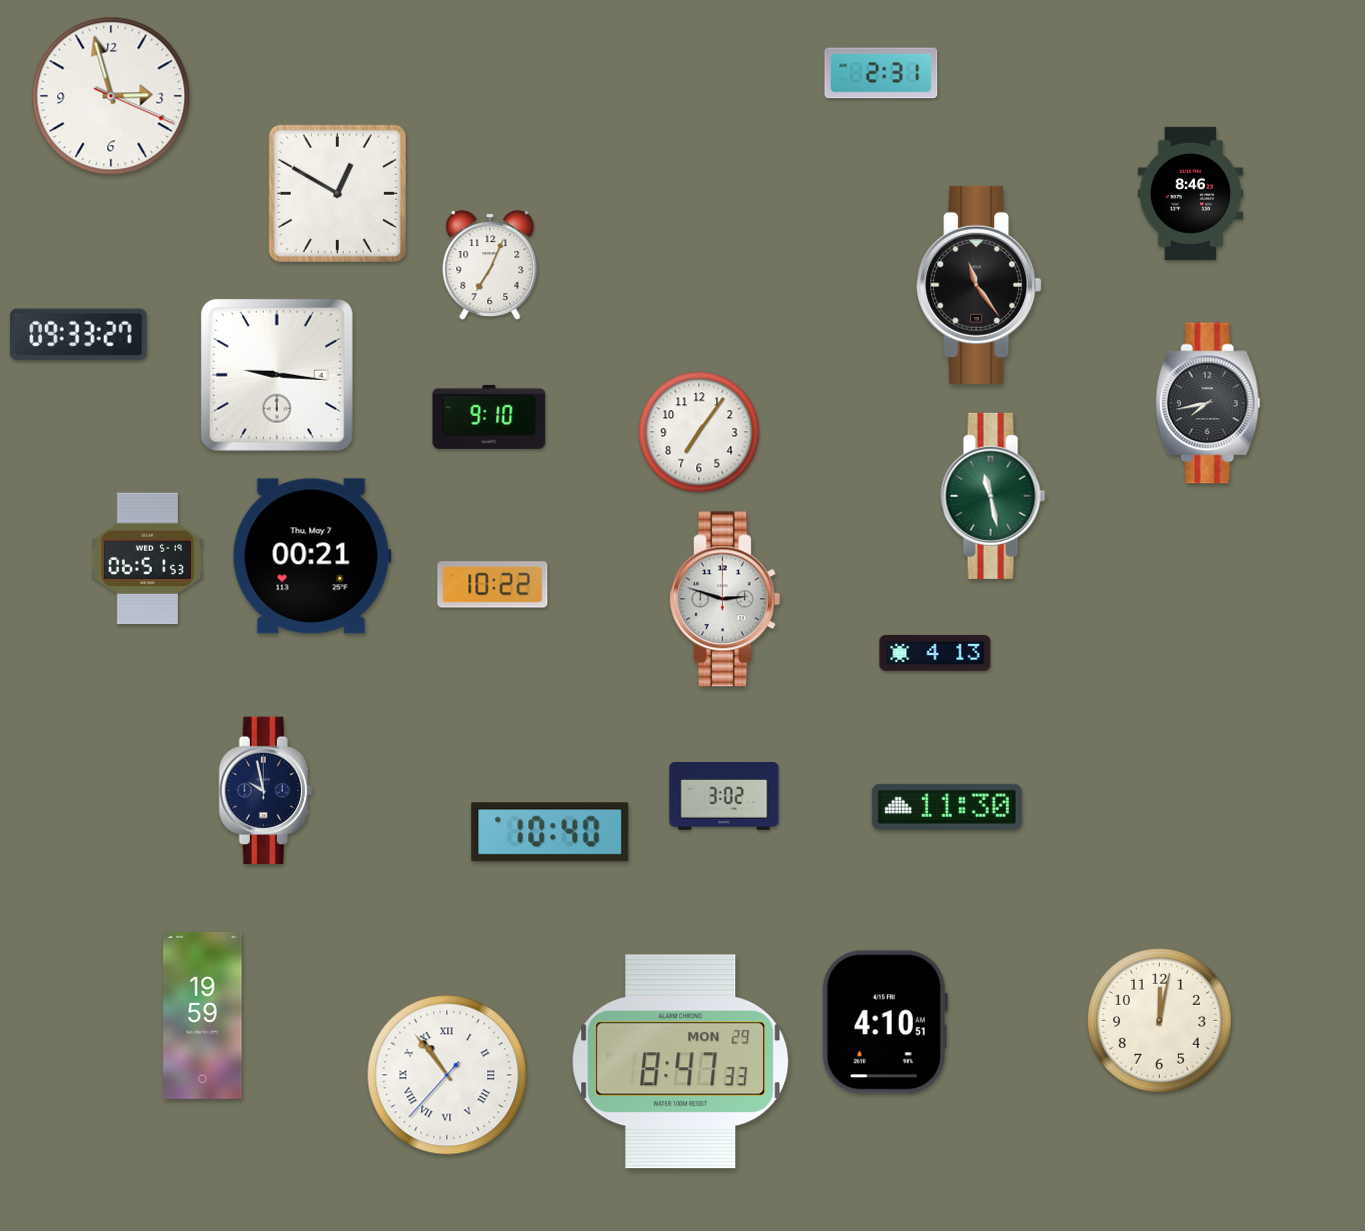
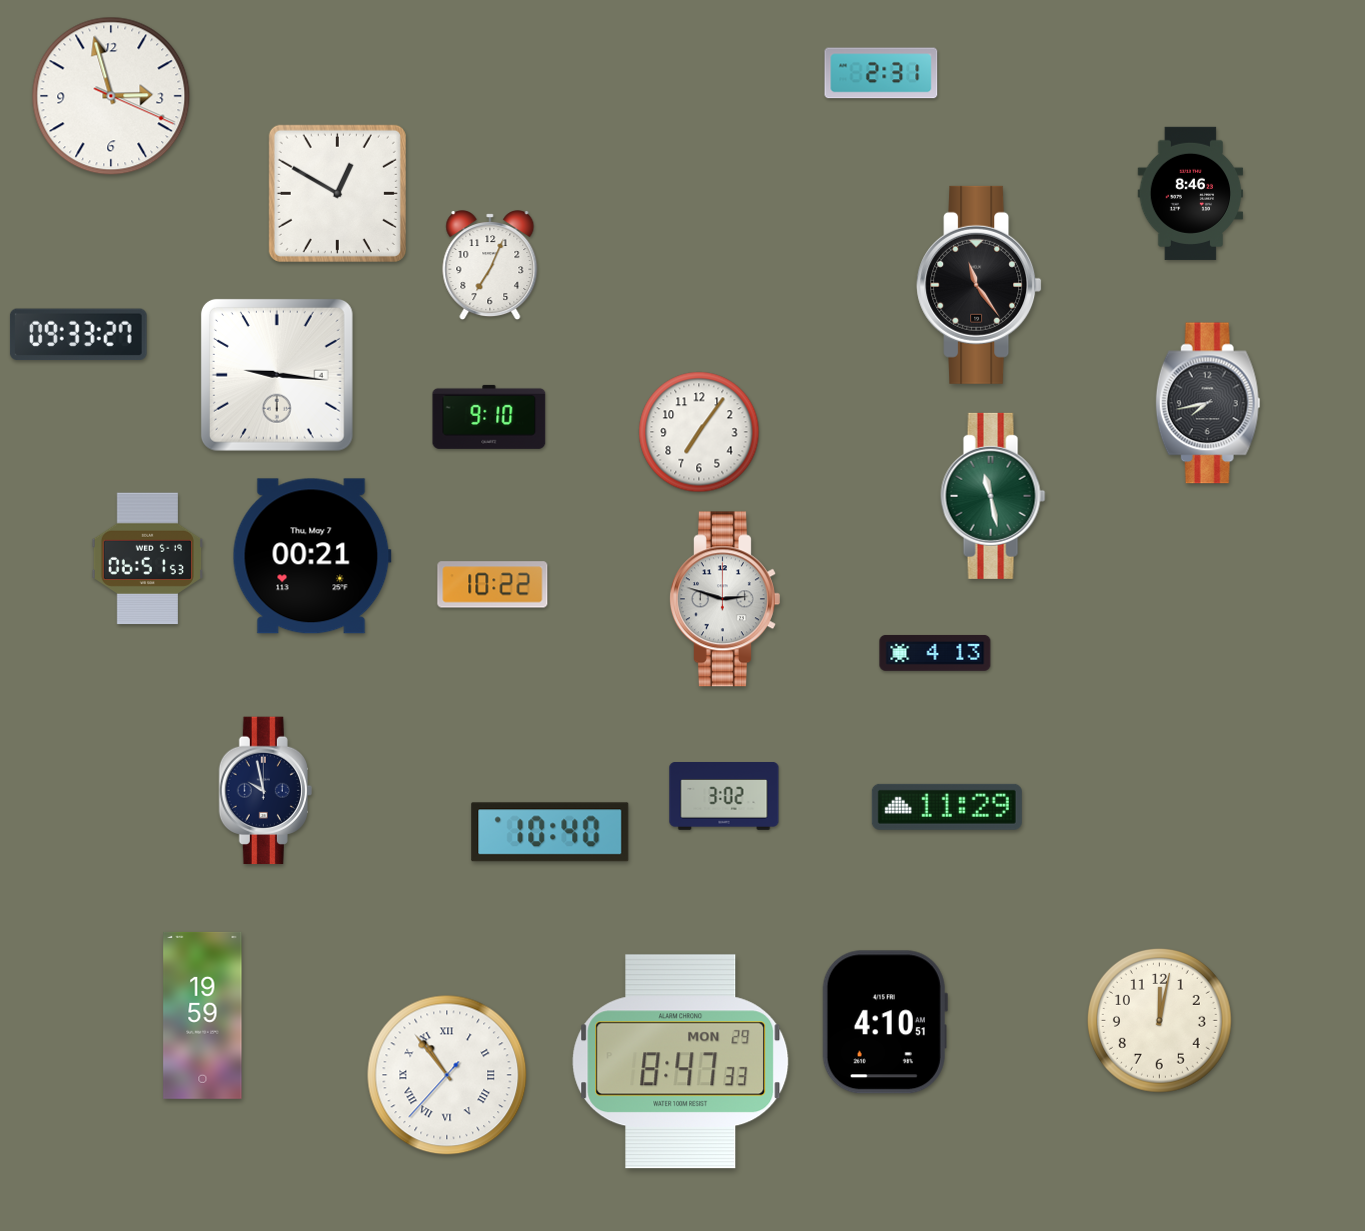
clock at (947, 807): 11:30 -> 11:29
